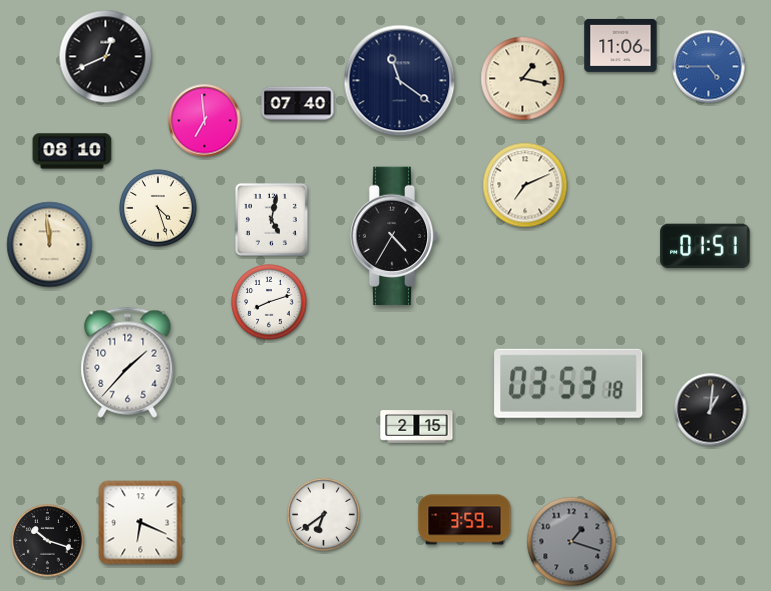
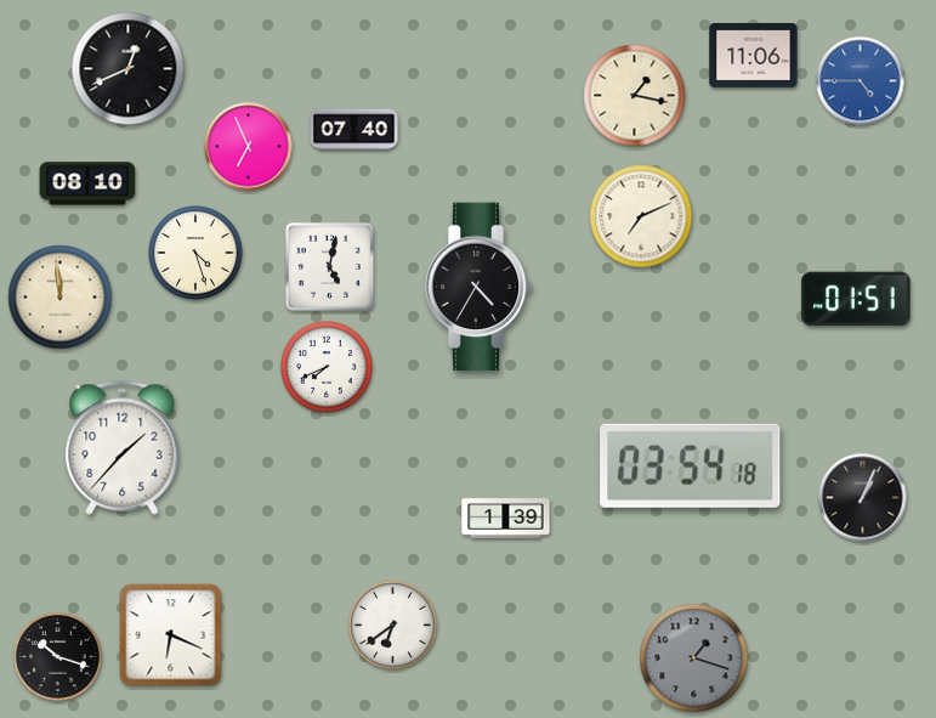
clock at (400, 81): 11:21 -> none
clock at (298, 104) position: (298, 104) -> (354, 130)
clock at (205, 121): 6:59 -> 6:56
clock at (525, 185) position: (525, 185) -> (641, 216)
clock at (158, 208) position: (158, 208) -> (195, 253)
clock at (269, 302): 8:12 -> 7:41
clock at (128, 362) position: (128, 362) -> (123, 447)
clock at (569, 383): 03:53 -> 03:54
clock at (711, 410): 1:01 -> 1:04
clock at (417, 427): 2:15 -> 1:39
clock at (465, 520): 3:59 -> none
